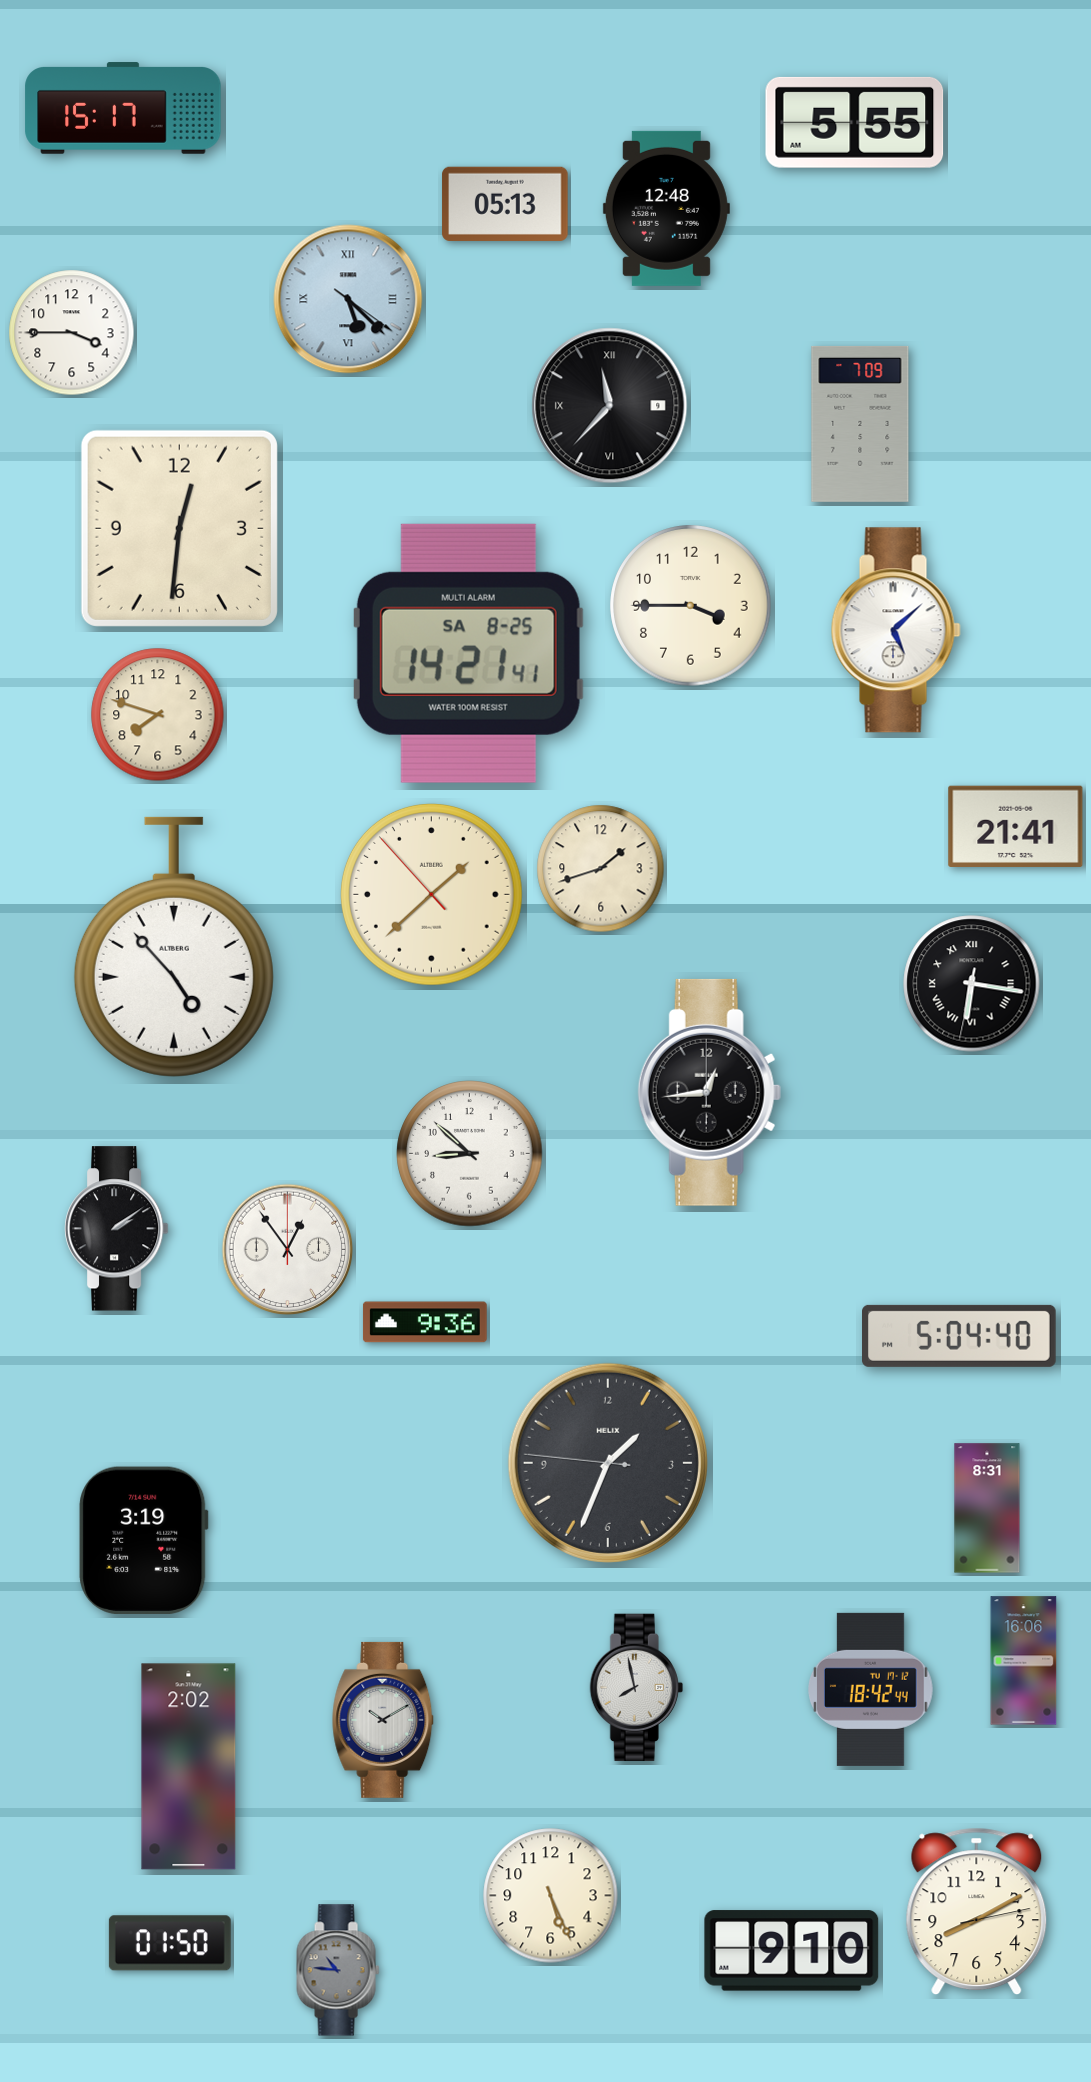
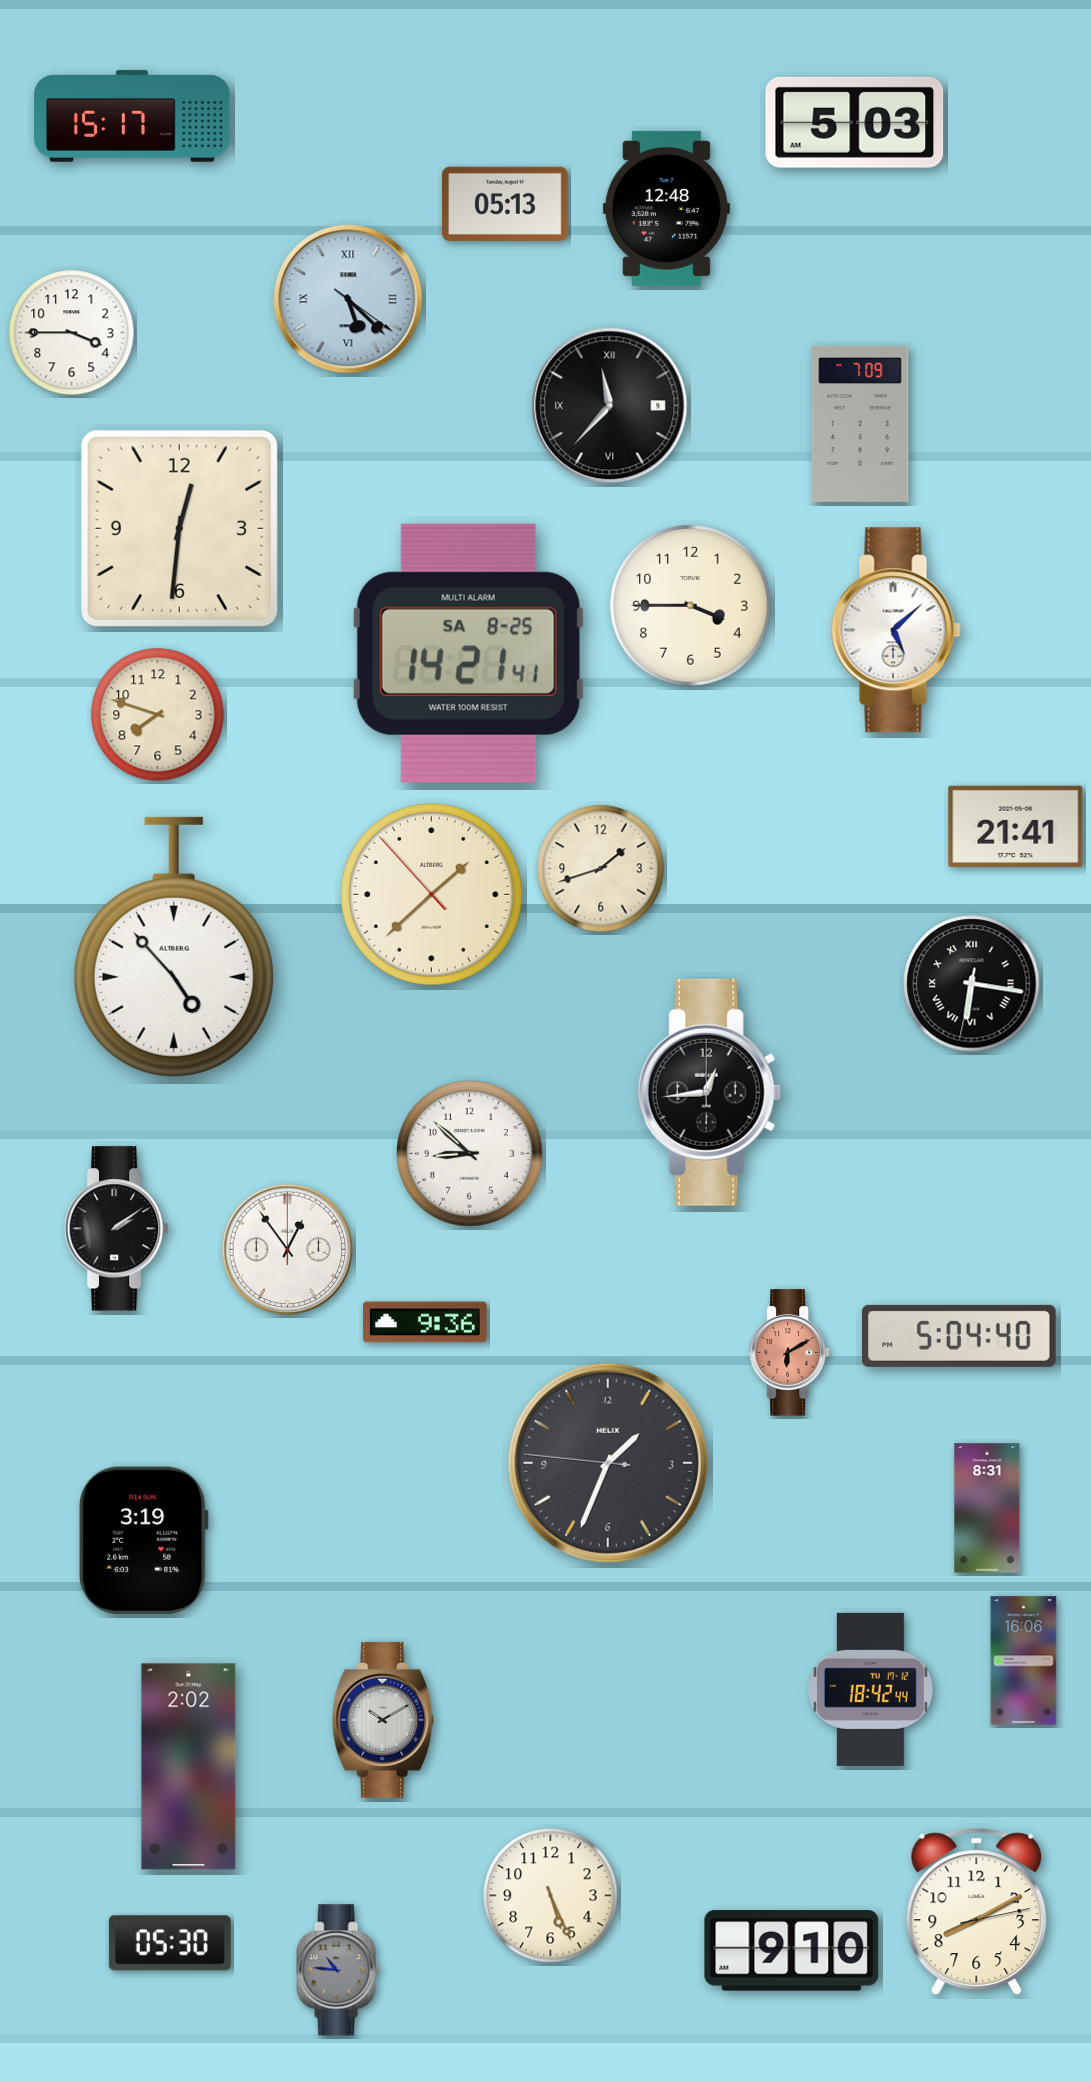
clock at (123, 108) position: (123, 108) -> (132, 116)
clock at (855, 122): 5:55 -> 5:03
clock at (789, 1353): none -> 6:10
clock at (636, 1688): 7:58 -> none
clock at (170, 1943): 01:50 -> 05:30
